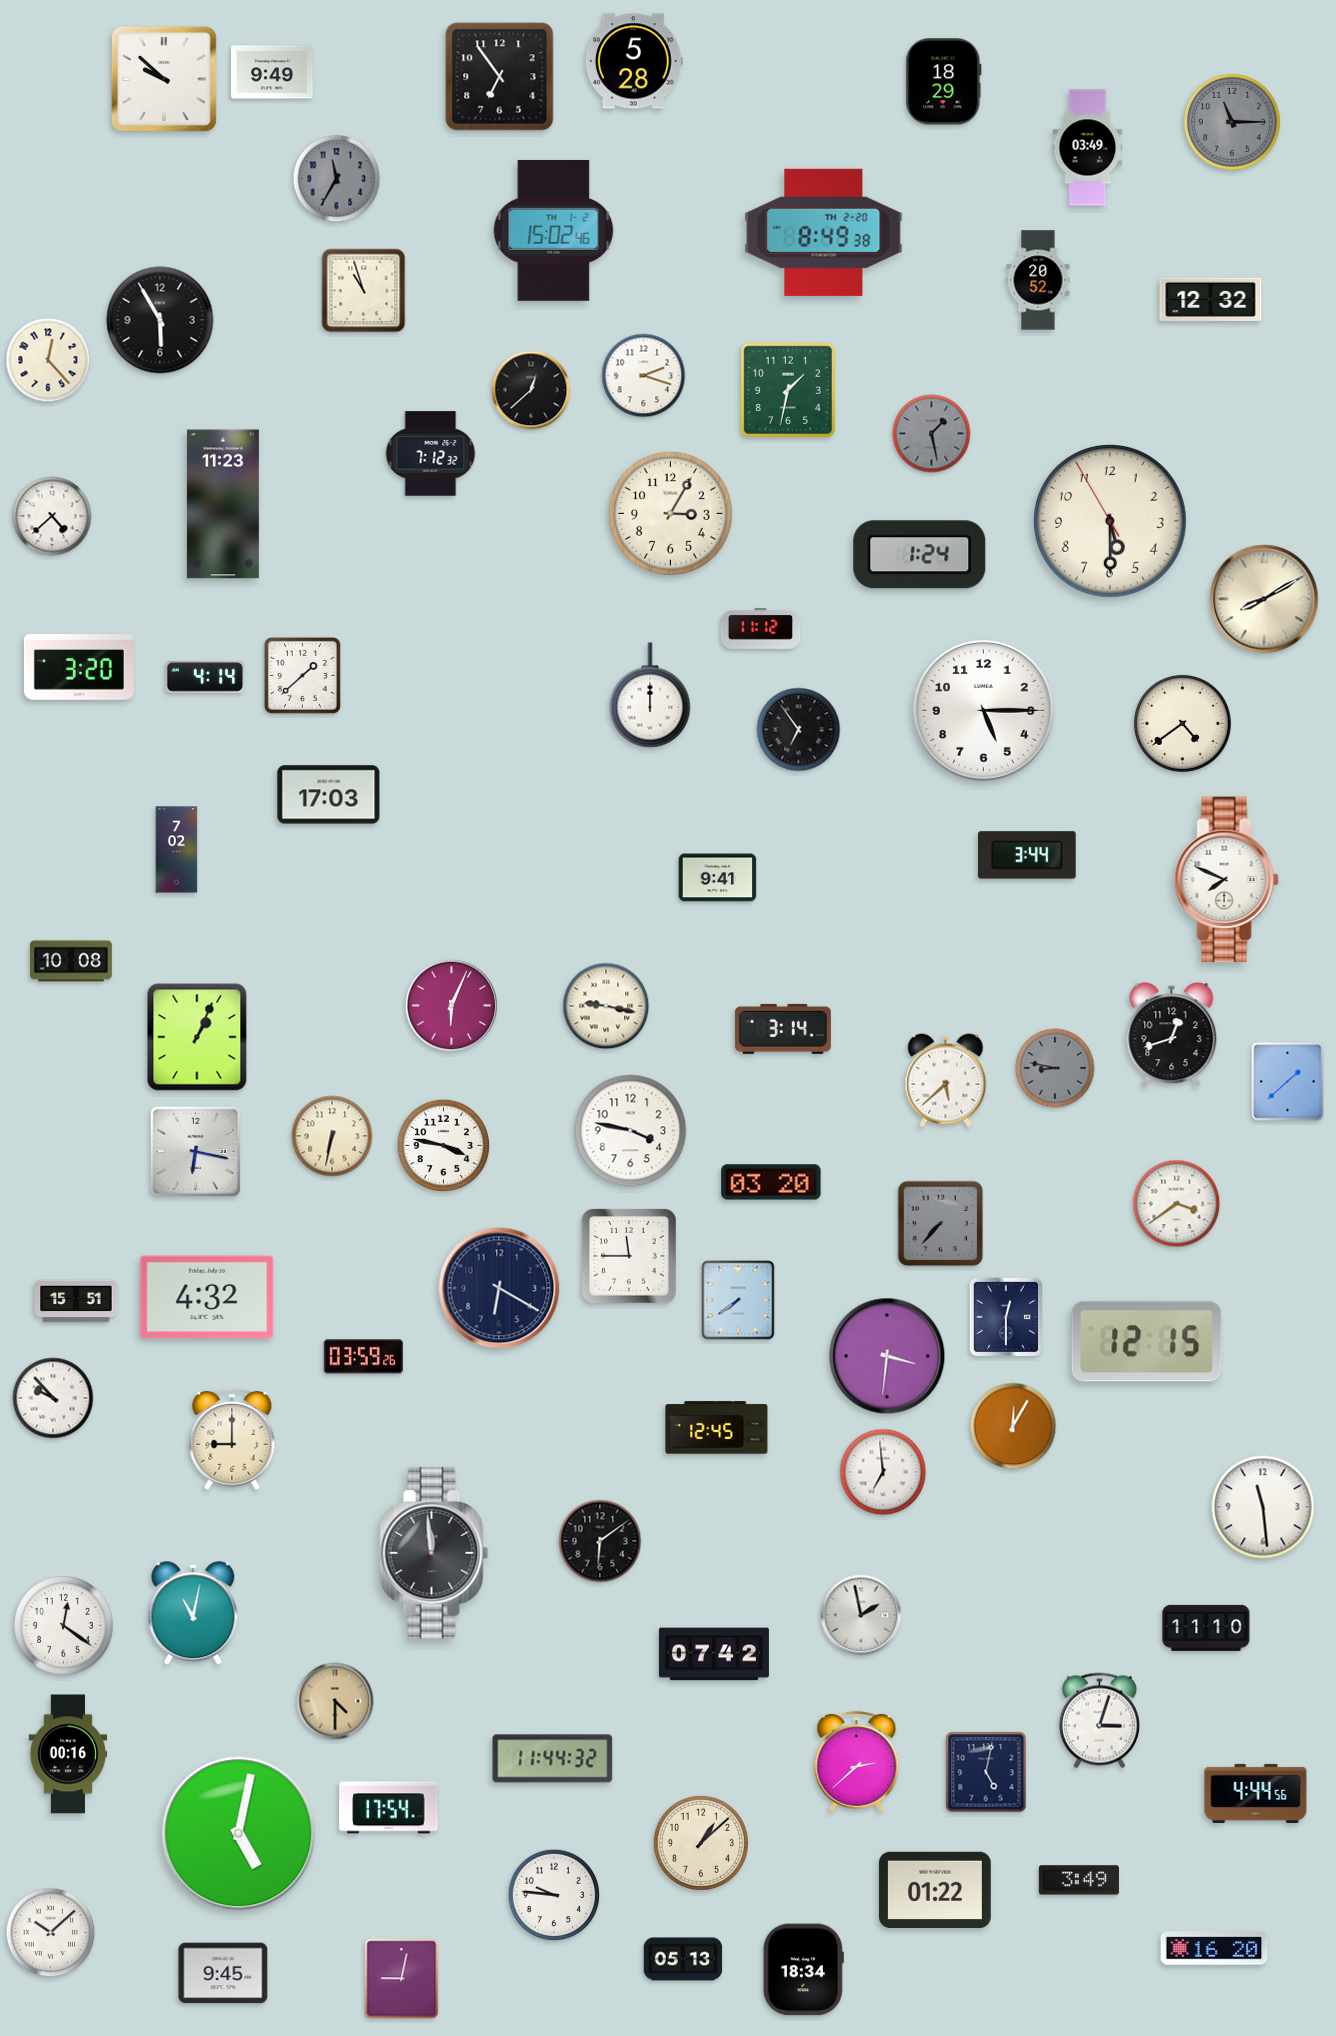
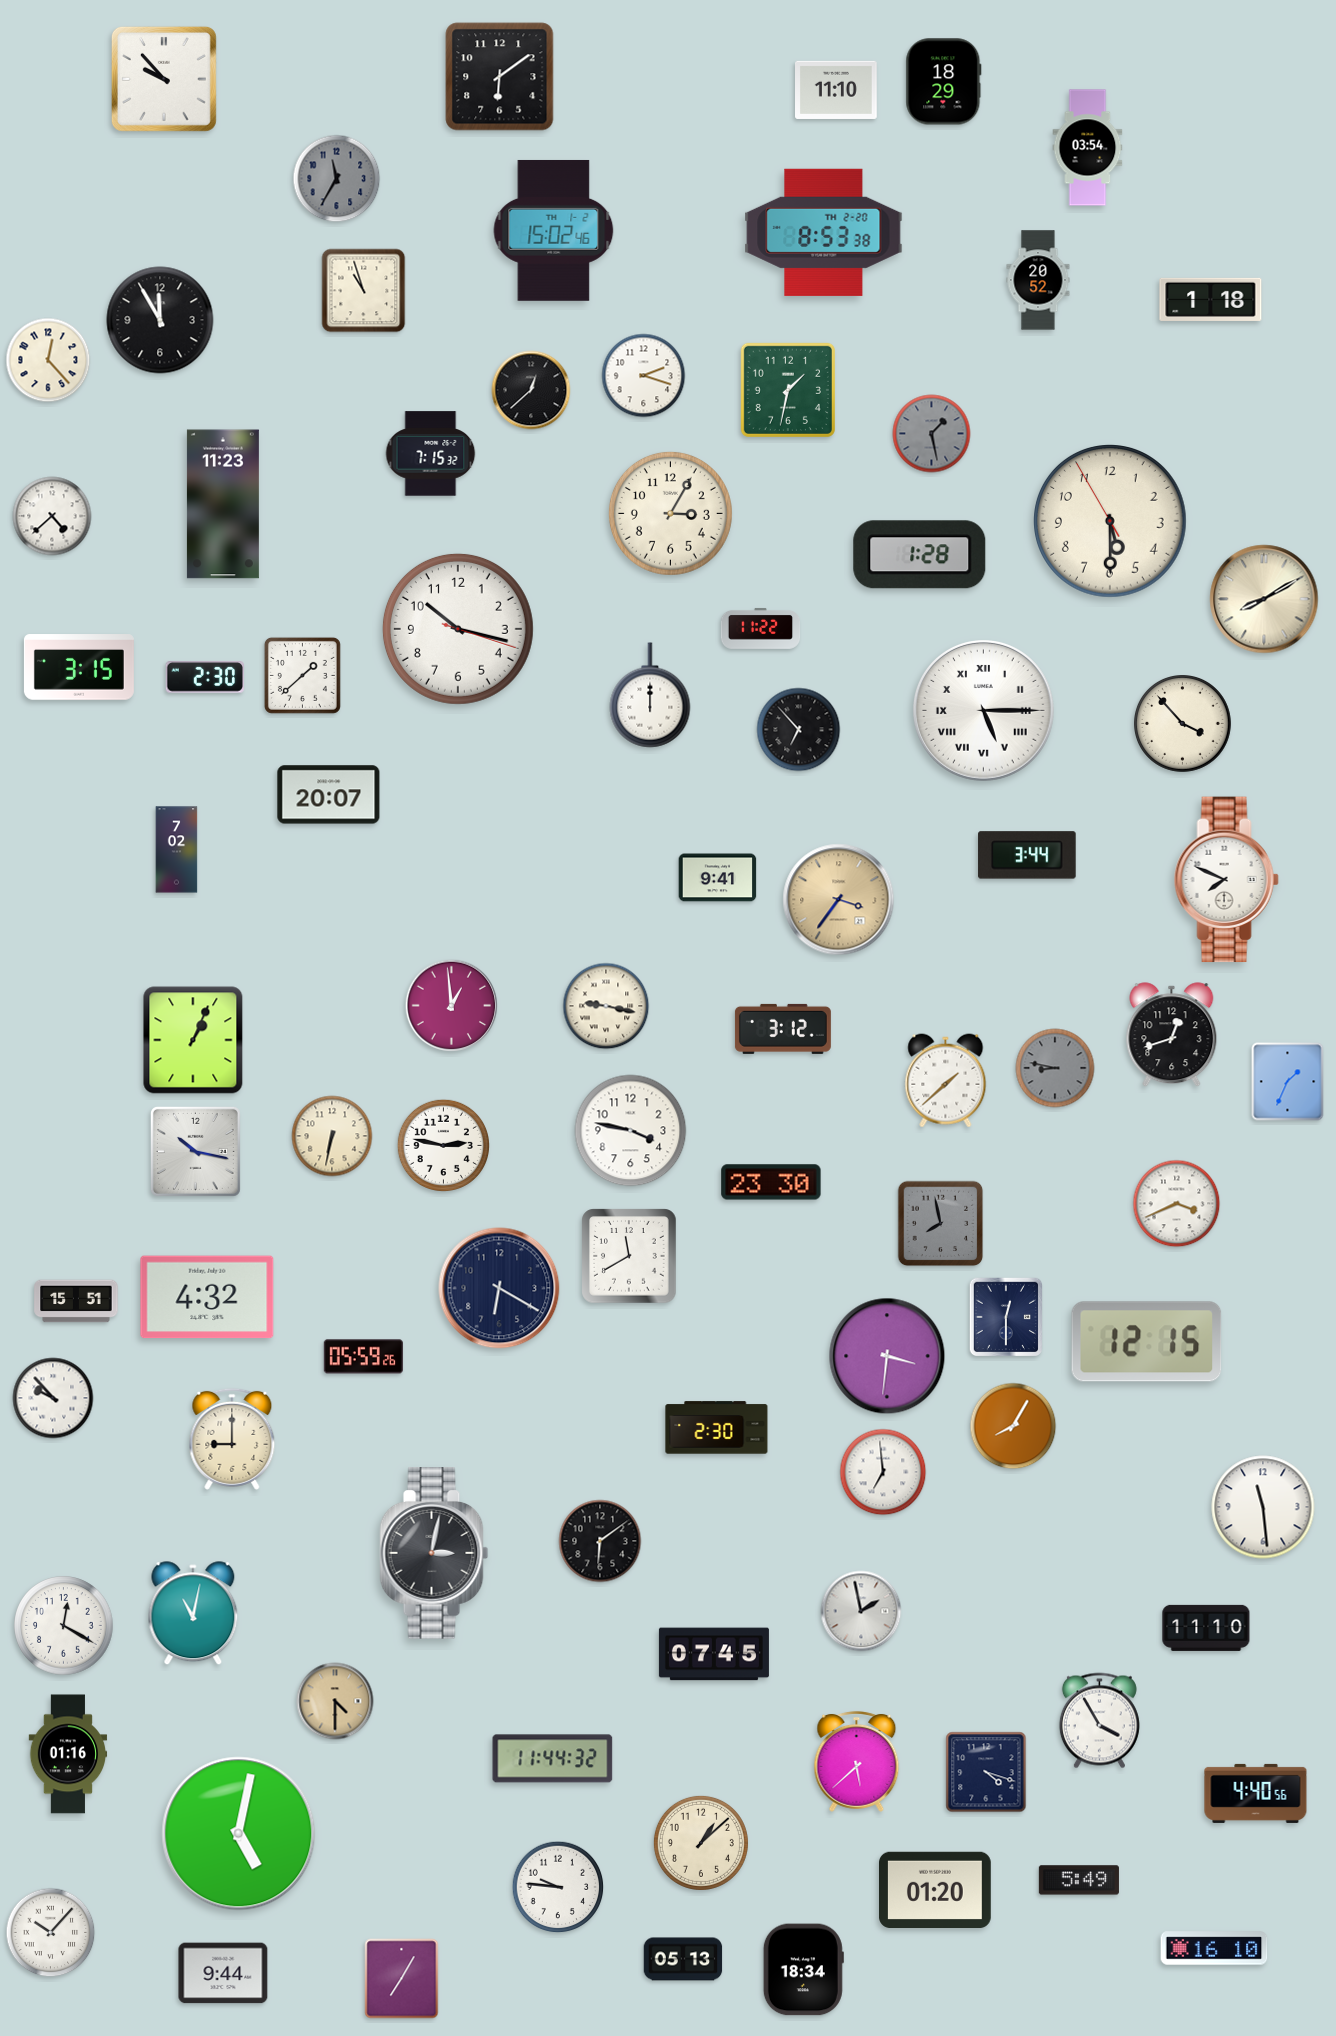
clock at (634, 61): 5:28 -> none
clock at (273, 72): 9:49 -> none
clock at (500, 77): 6:54 -> 6:09
clock at (164, 79): 9:52 -> 9:53
clock at (837, 90): none -> 11:10
clock at (1232, 122): 11:15 -> none
clock at (1088, 148): 03:49 -> 03:54
clock at (824, 232): 8:49 -> 8:53
clock at (1211, 299): 12:32 -> 1:18
clock at (160, 320): 5:55 -> 11:55
clock at (431, 454): 7:12 -> 7:15
clock at (920, 555): 1:24 -> 1:28
clock at (761, 628): 11:12 -> 11:22
clock at (458, 629): none -> 10:17
clock at (79, 667): 3:20 -> 3:15
clock at (205, 677): 4:14 -> 2:30
clock at (984, 711) numerals: Arabic -> Roman
clock at (1183, 724): 4:39 -> 3:53
clock at (799, 730): 6:54 -> 6:53
clock at (329, 795): 17:03 -> 20:07
clock at (839, 900): none -> 3:36
clock at (71, 961): 10:08 -> none
clock at (452, 1006): 6:04 -> 12:59
clock at (783, 1029): 3:14 -> 3:12
clock at (197, 1037) position: (197, 1037) -> (193, 1040)
clock at (946, 1081): 5:38 -> 1:38
clock at (1288, 1082): 1:38 -> 1:34
clock at (443, 1145): 3:47 -> 2:47
clock at (195, 1151): 6:17 -> 10:17
clock at (771, 1182): 03:20 -> 23:30
clock at (1177, 1204): 3:39 -> 3:41
clock at (941, 1224): 7:37 -> 7:58
clock at (629, 1256): 11:45 -> 11:40
clock at (738, 1300): 7:39 -> none
clock at (363, 1357): 03:59 -> 05:59
clock at (1013, 1426): 12:05 -> 8:05
clock at (717, 1428): 12:45 -> 2:30
clock at (434, 1553): 11:59 -> 3:02
clock at (861, 1615) position: (861, 1615) -> (861, 1611)
clock at (64, 1626): 12:21 -> 12:20
clock at (714, 1654): 07:42 -> 07:45
clock at (1099, 1721): 3:03 -> 3:55
clock at (68, 1754): 00:16 -> 01:16
clock at (857, 1761): 2:38 -> 5:38
clock at (986, 1772): 5:02 -> 4:18
clock at (1256, 1793): 4:44 -> 4:40
clock at (389, 1808): 17:54 -> none
clock at (1079, 1880): 3:49 -> 5:49
clock at (936, 1889): 01:22 -> 01:20
clock at (554, 1895) position: (554, 1895) -> (558, 1887)
clock at (51, 1933): 10:08 -> 10:07
clock at (1214, 1948): 16:20 -> 16:10
clock at (223, 1973): 9:45 -> 9:44
clock at (402, 1979): 9:02 -> 7:05
